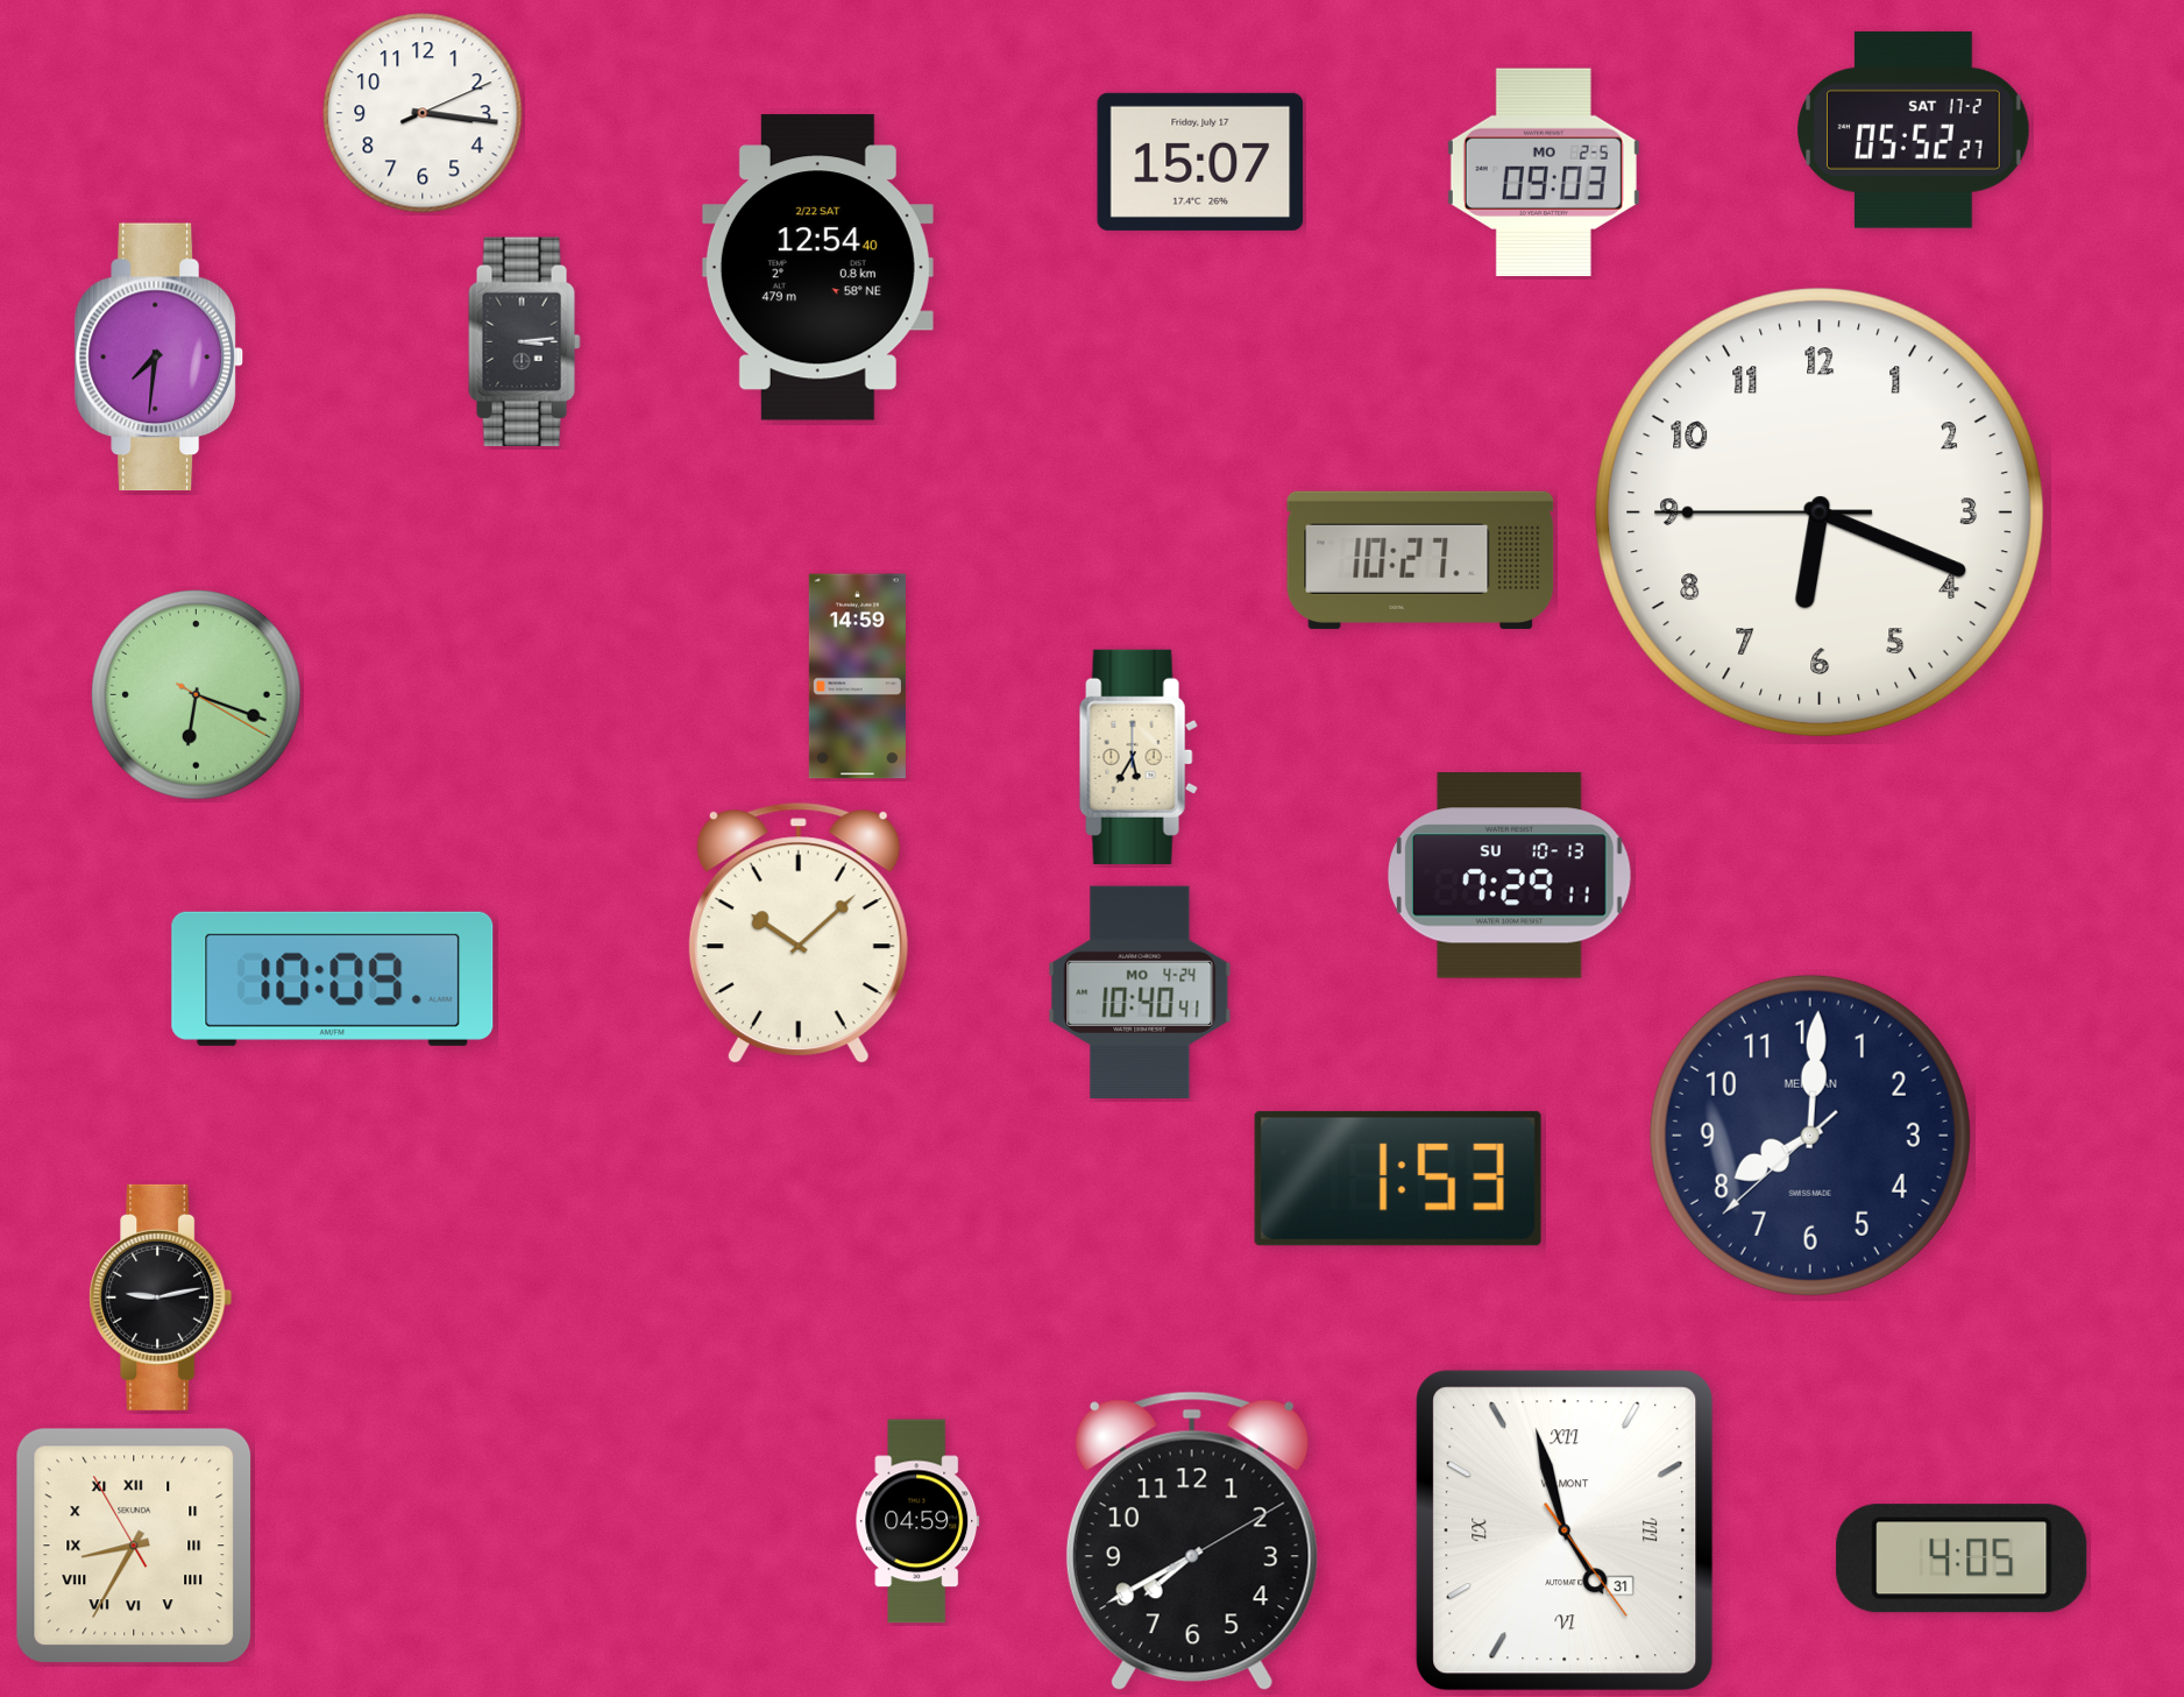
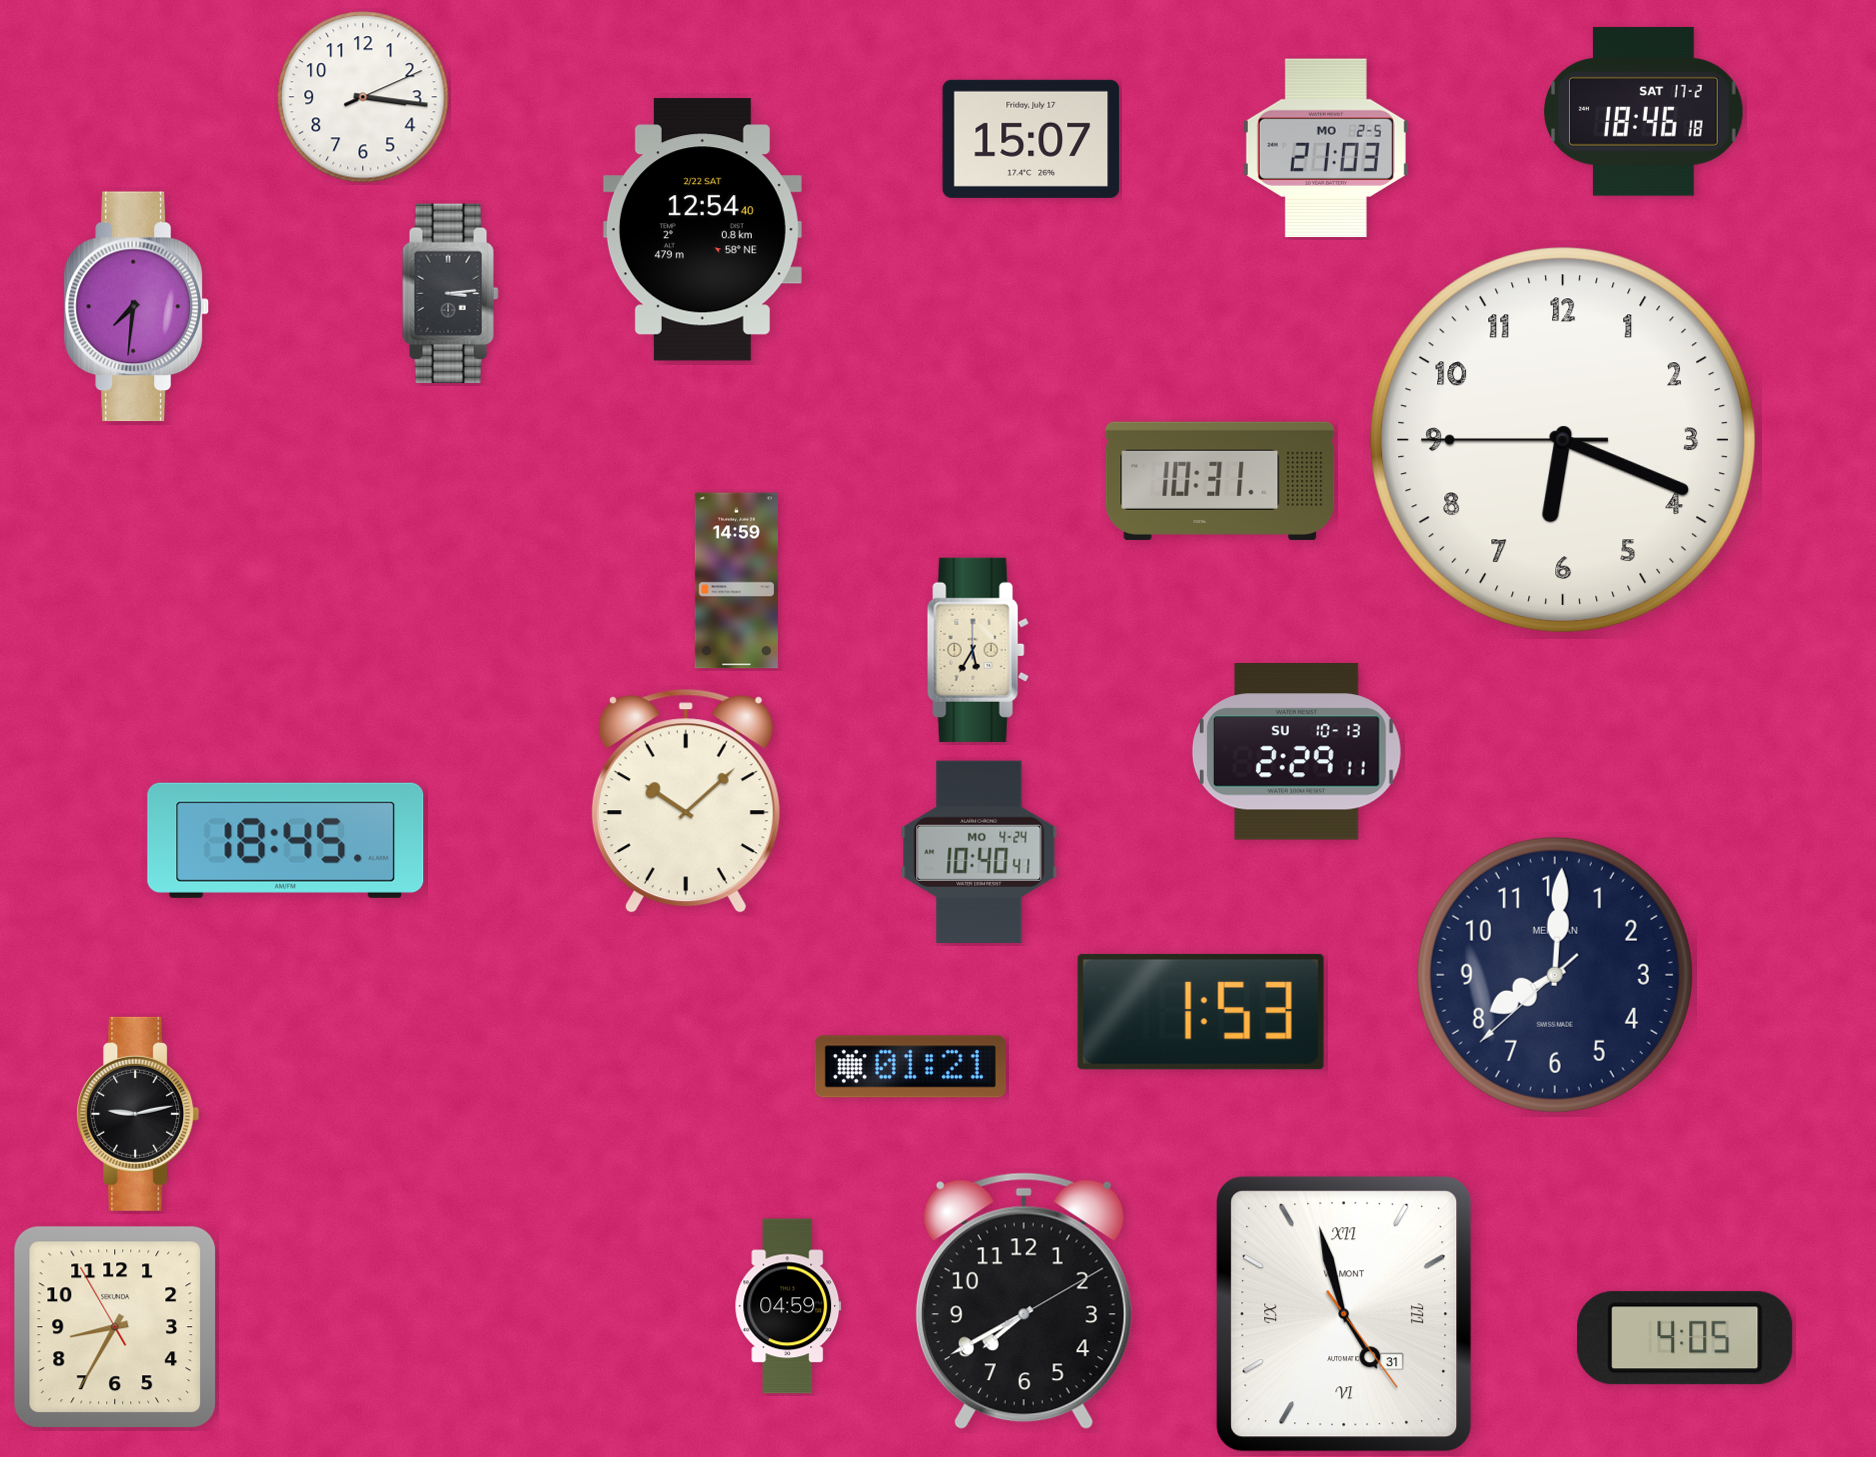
clock at (1914, 129): 05:52 -> 18:46
clock at (1544, 172): 09:03 -> 21:03
clock at (1420, 560): 10:27 -> 10:31
clock at (197, 695): 6:18 -> none
clock at (1509, 876): 7:29 -> 2:29
clock at (333, 978): 10:09 -> 18:45
clock at (910, 1067): none -> 01:21
clock at (1192, 1541) position: (1192, 1541) -> (1024, 1301)
clock at (134, 1546) numerals: Roman -> Arabic
